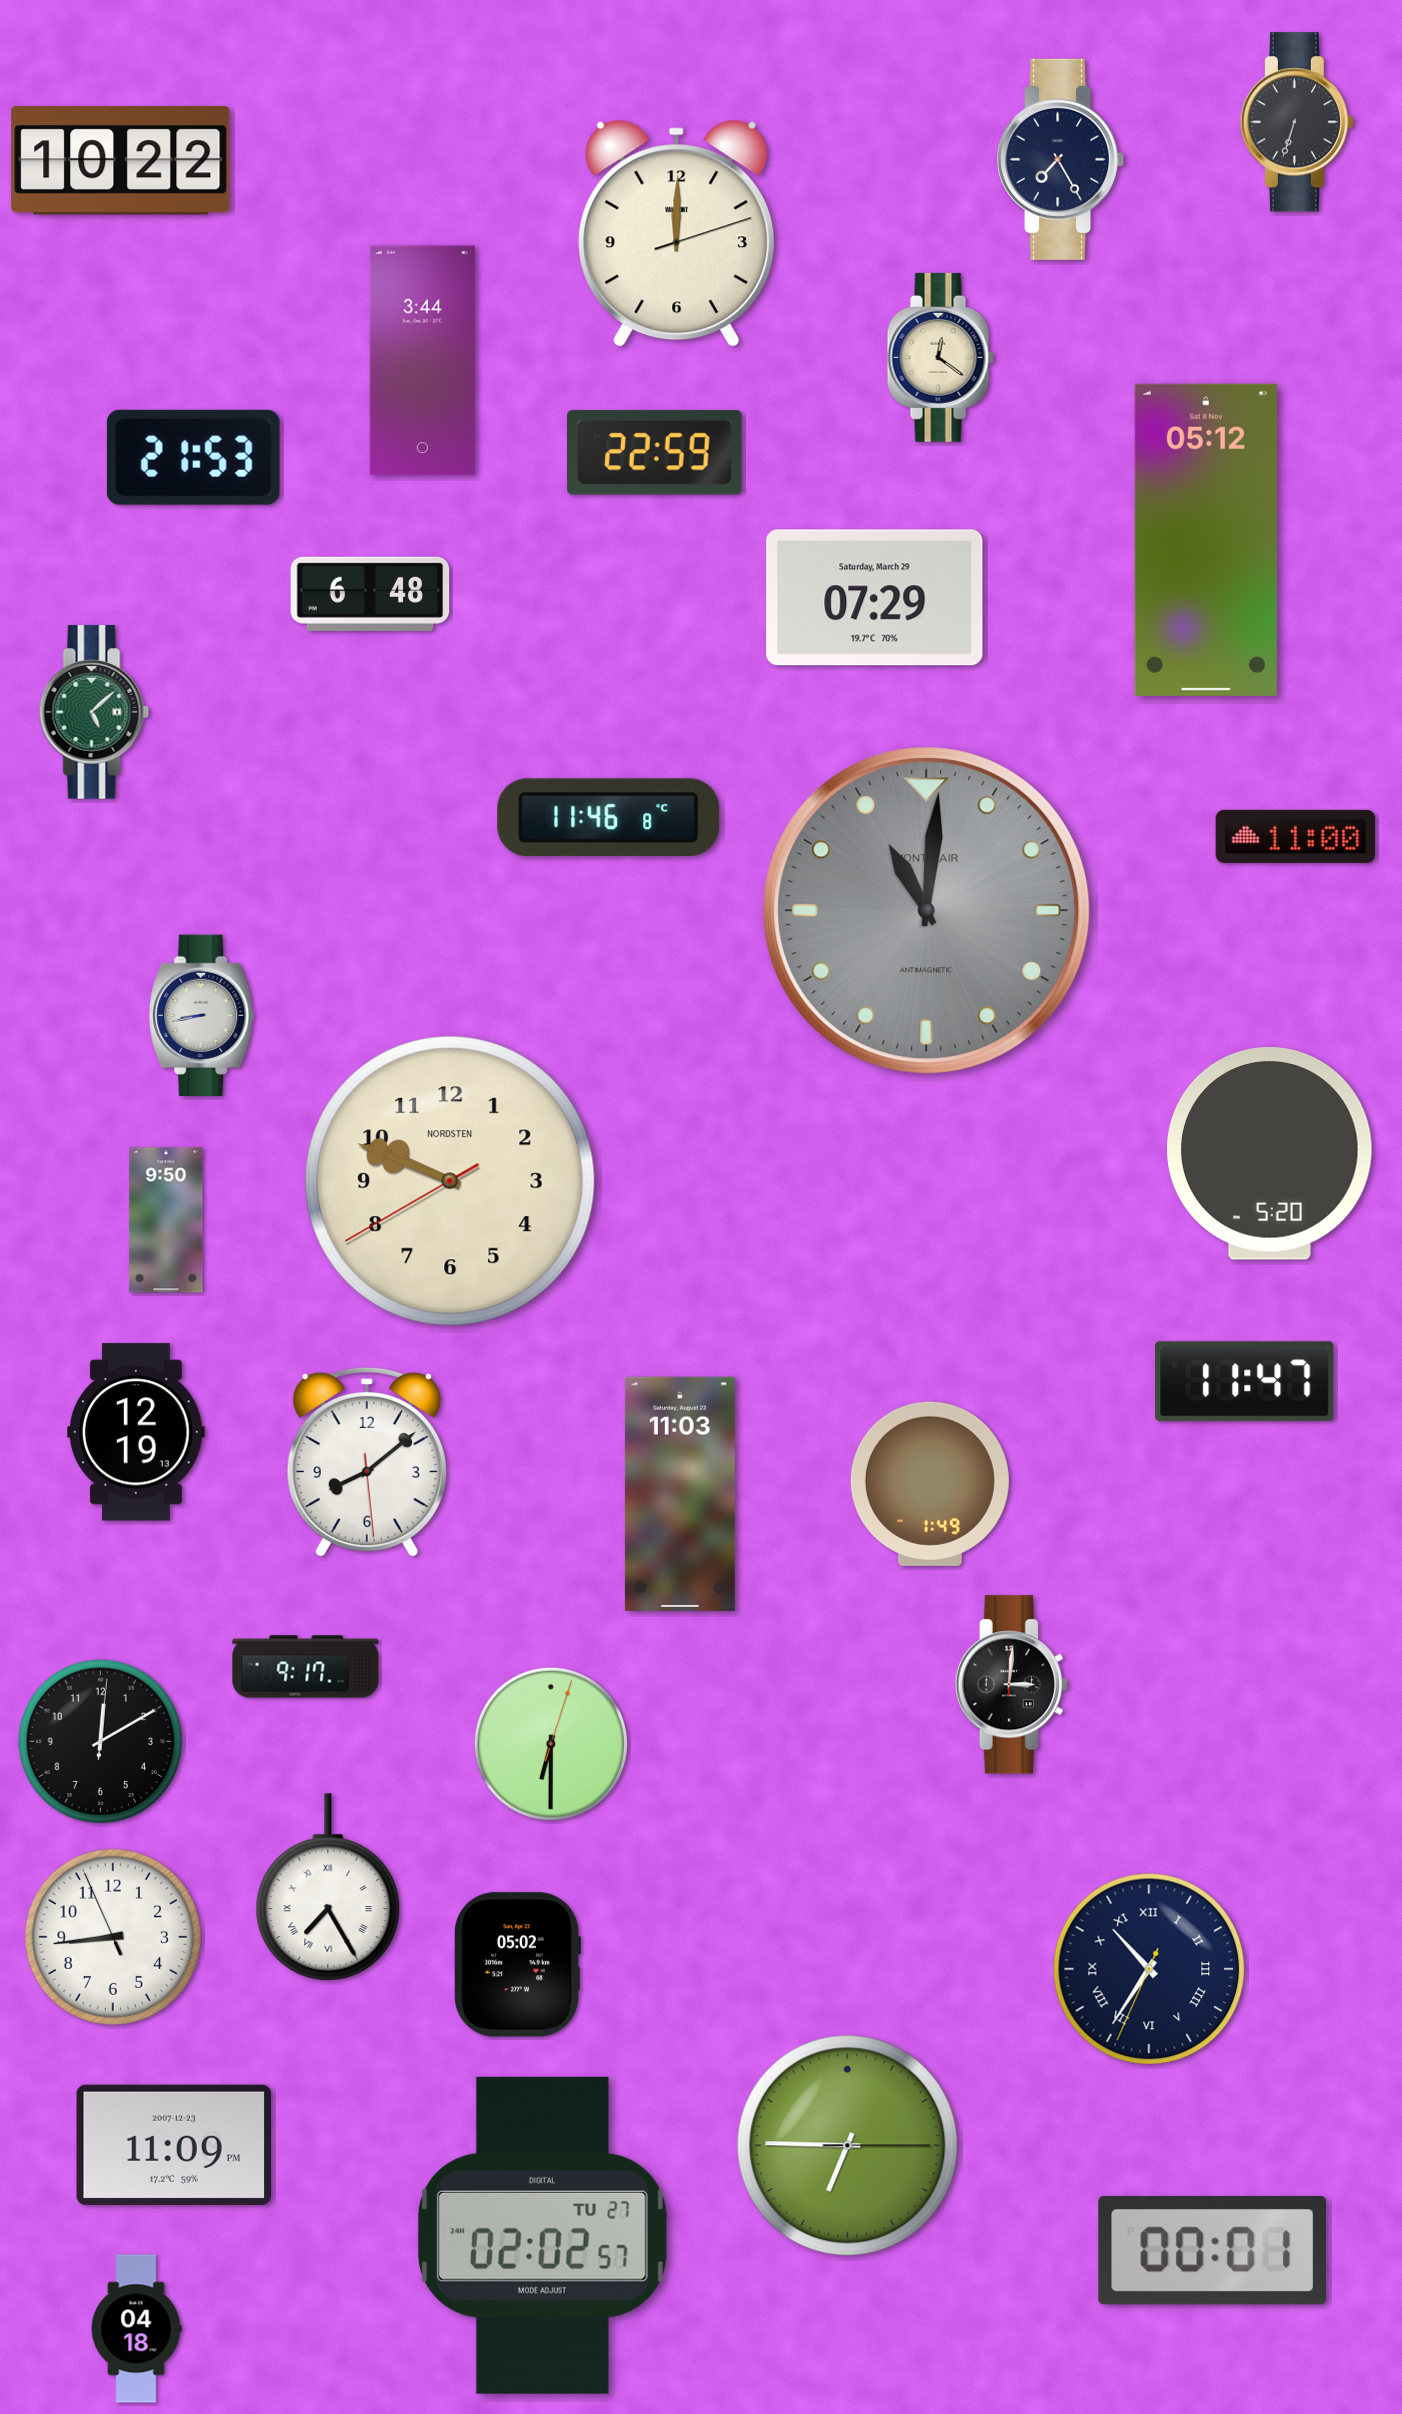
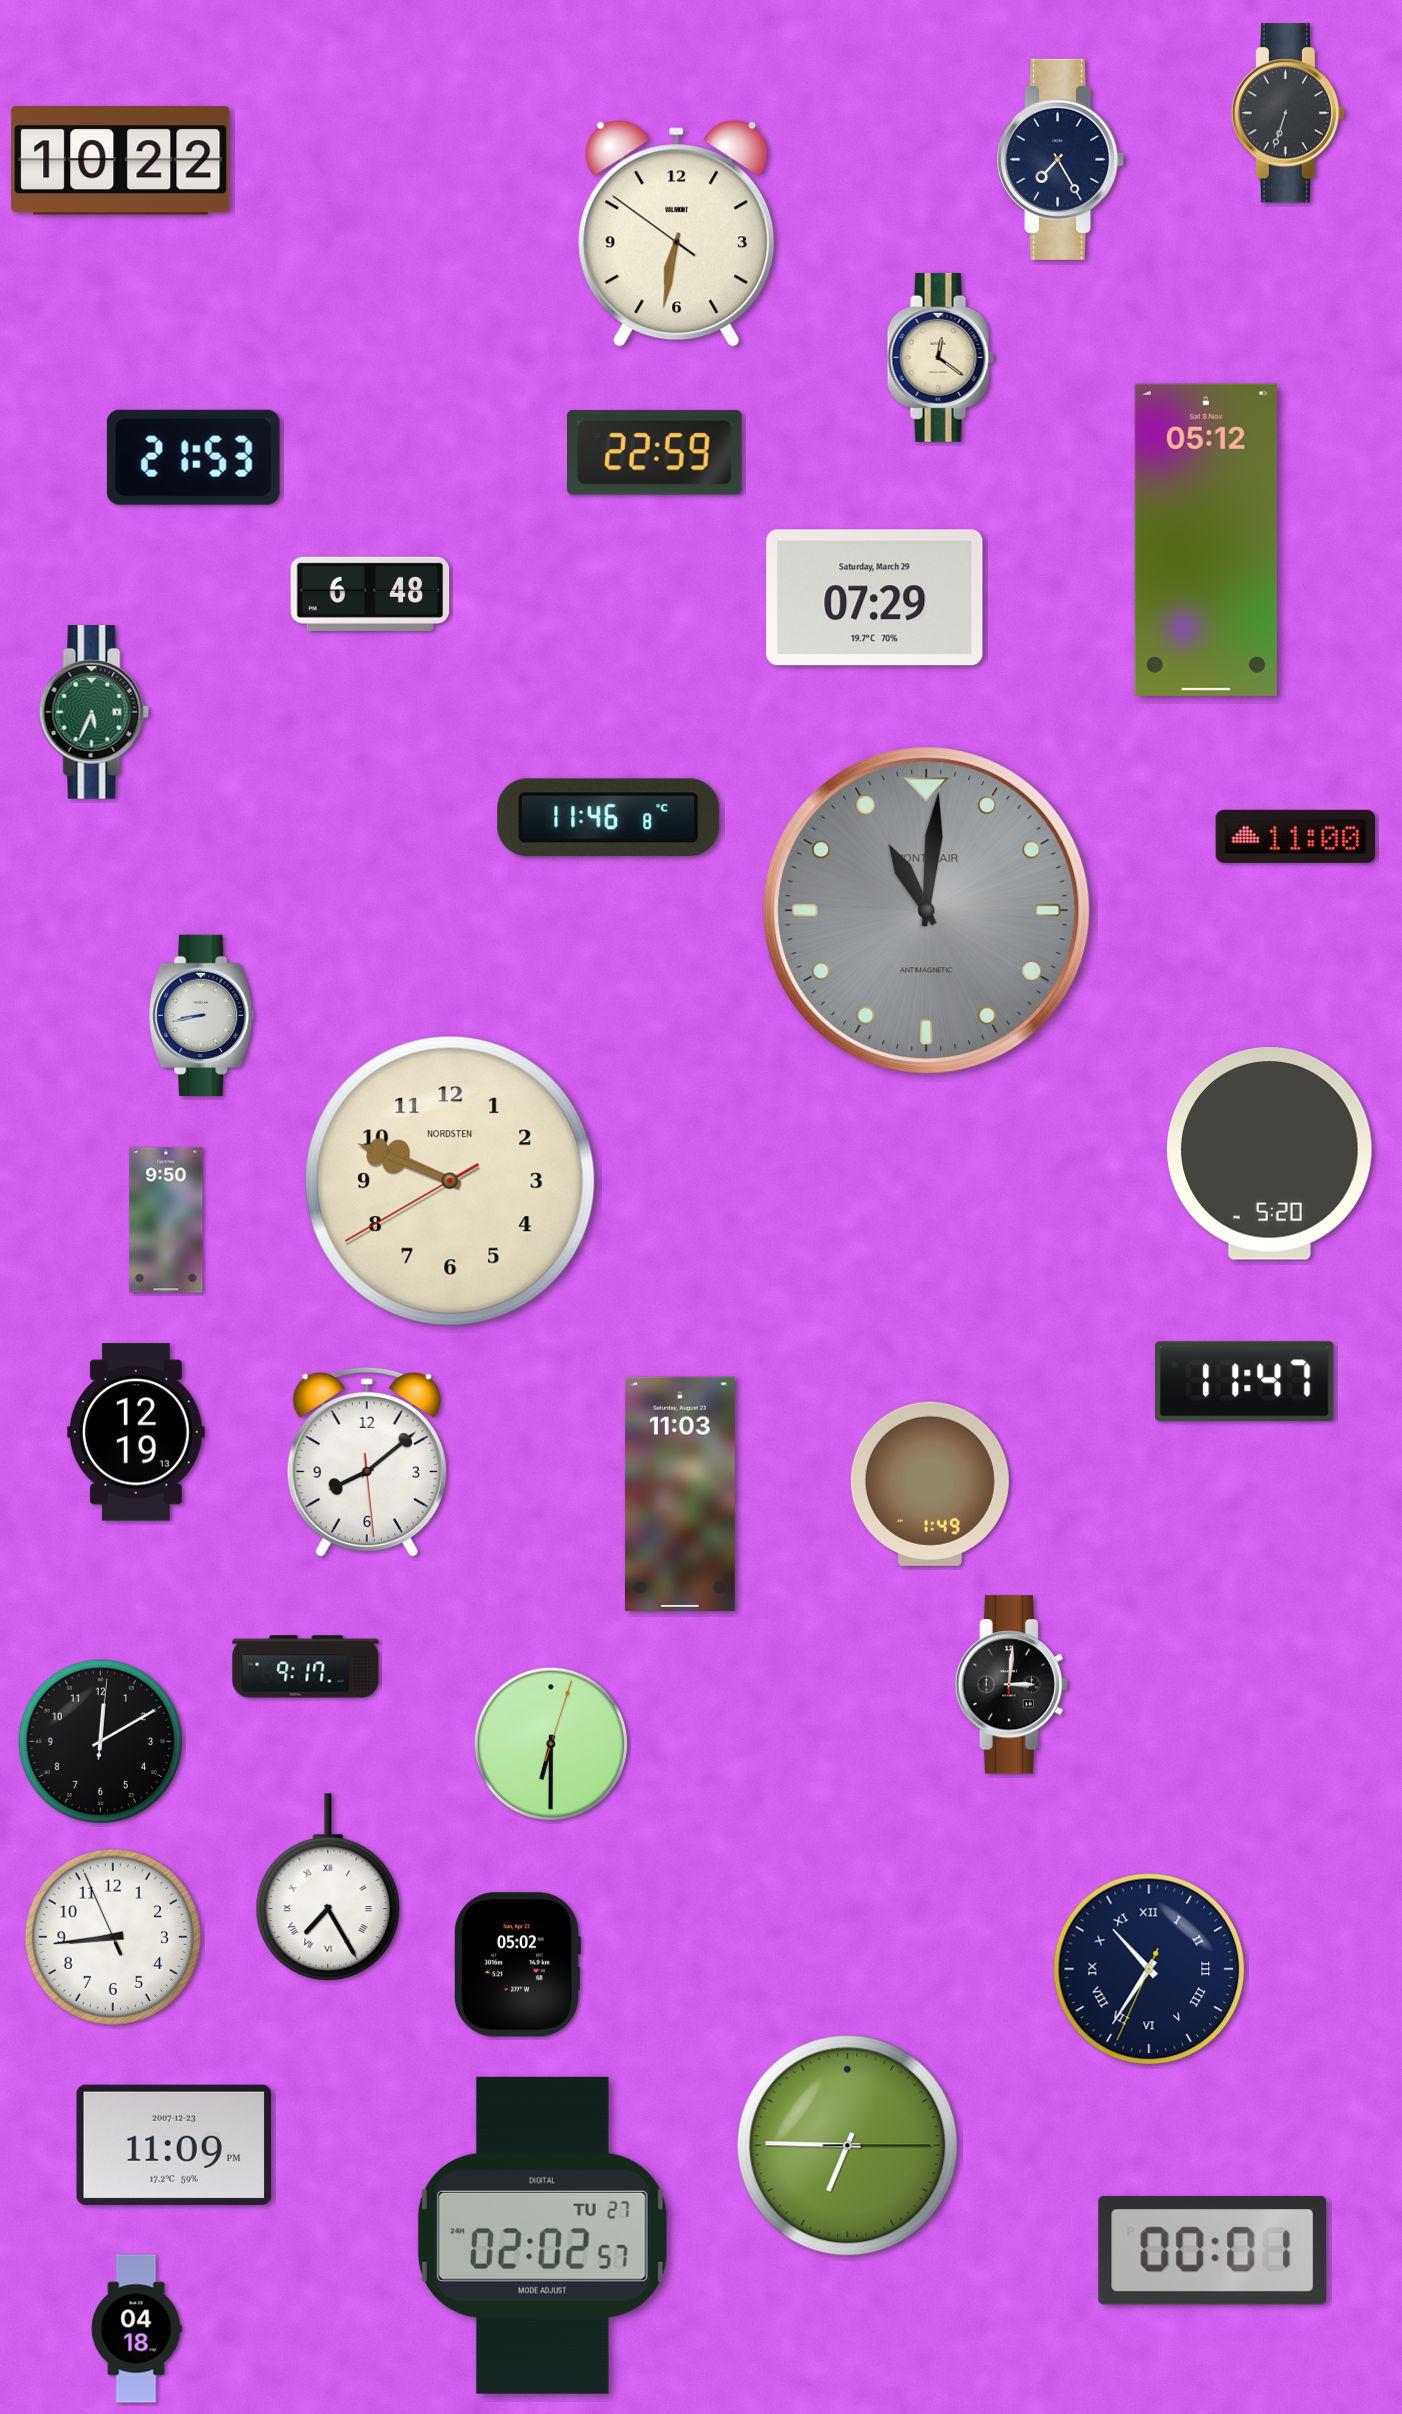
clock at (1297, 122) position: (1297, 122) -> (1288, 113)
clock at (677, 233): 12:00 -> 6:31
clock at (422, 361): 3:44 -> none
clock at (94, 712): 5:08 -> 5:34
